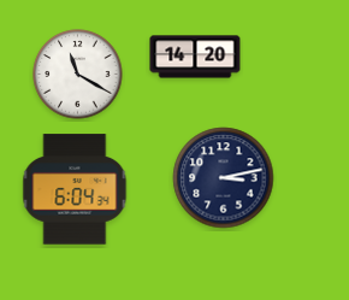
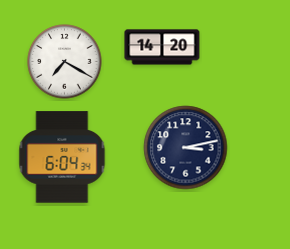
clock at (78, 75): 11:20 -> 7:20
